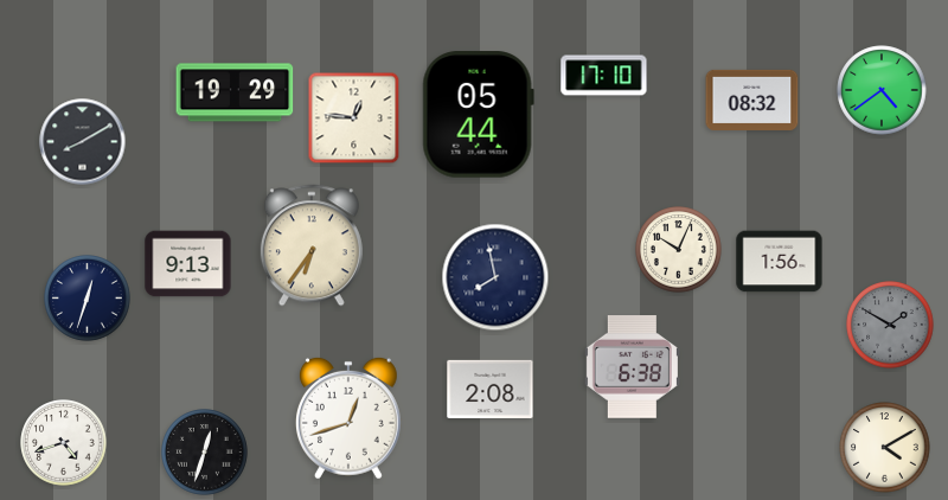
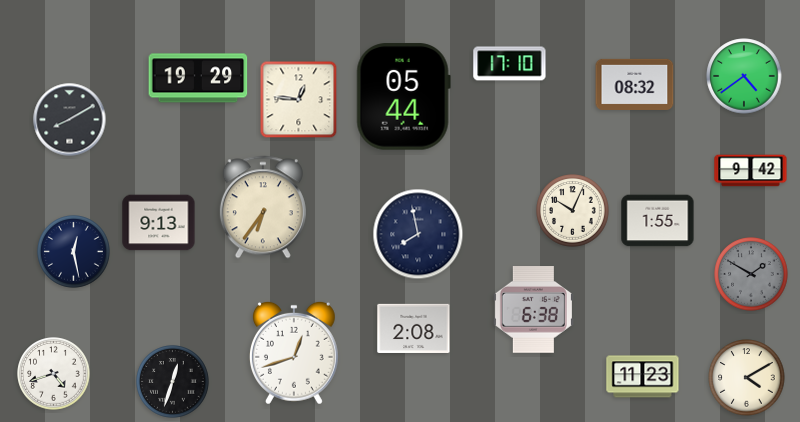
clock at (751, 171): none -> 9:42
clock at (780, 262): 1:56 -> 1:55
clock at (88, 299): 12:33 -> 12:28
clock at (643, 377): none -> 11:23
